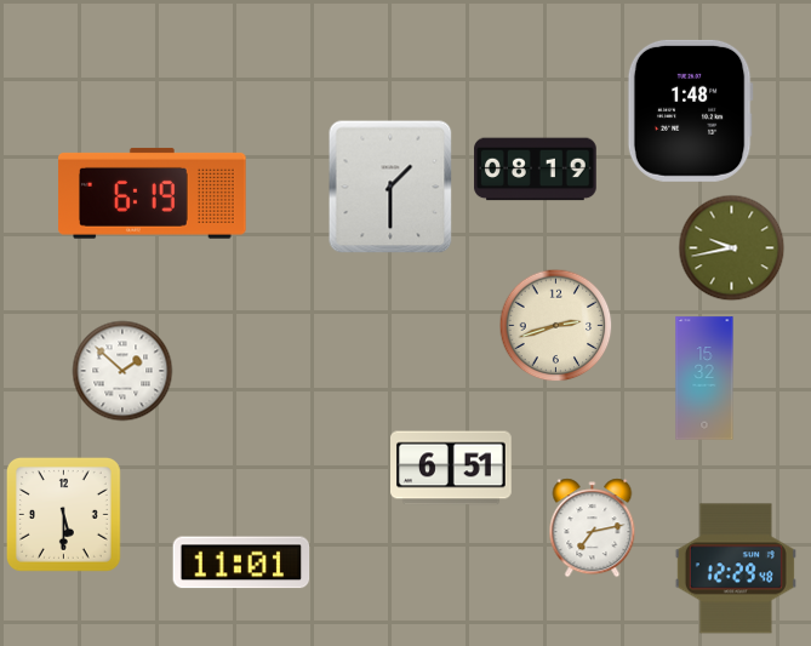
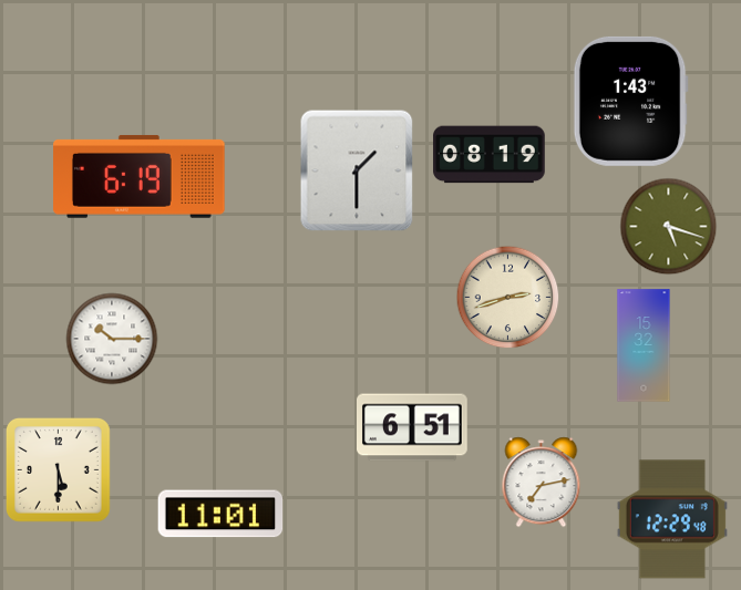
clock at (690, 110): 1:48 -> 1:43
clock at (732, 248): 9:43 -> 5:18
clock at (122, 371): 1:52 -> 10:15
